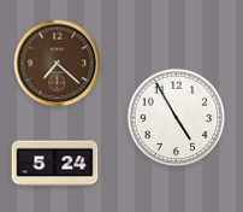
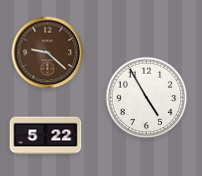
clock at (58, 64): 7:22 -> 9:22
clock at (55, 164): 5:24 -> 5:22
